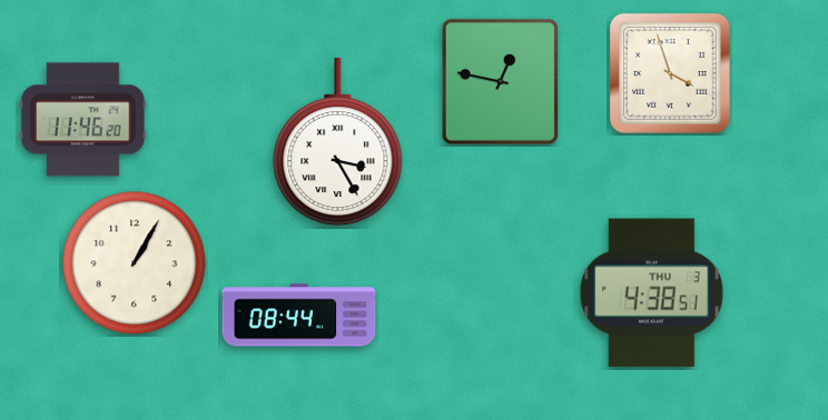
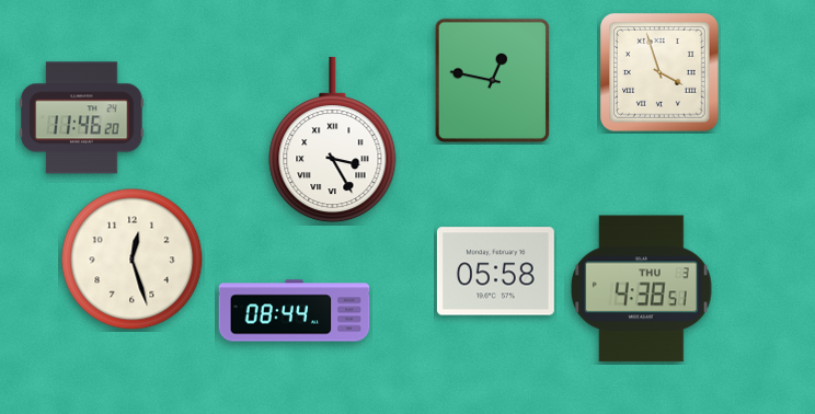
clock at (135, 263): 1:05 -> 12:27
clock at (495, 272): none -> 05:58
